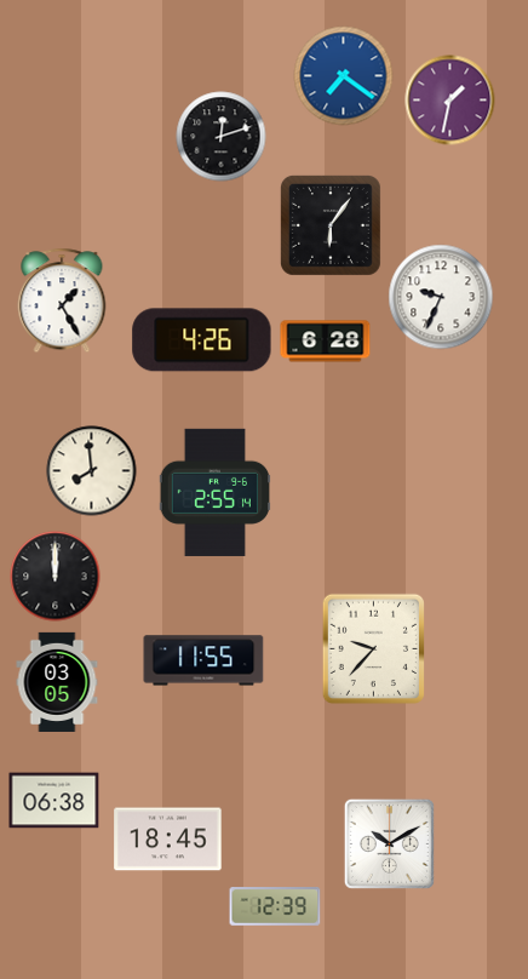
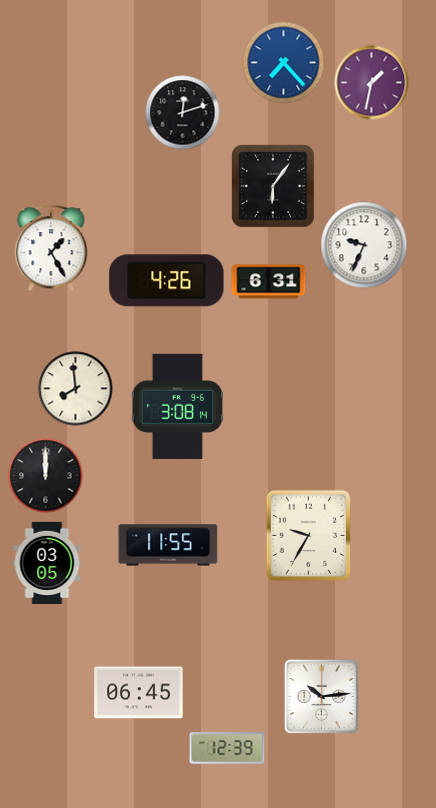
clock at (344, 76): 7:21 -> 7:23
clock at (326, 342): 6:28 -> 6:31
clock at (214, 492): 2:55 -> 3:08
clock at (373, 648): 9:37 -> 9:35
clock at (54, 801): 06:38 -> none
clock at (168, 840): 18:45 -> 06:45
clock at (389, 843): 10:10 -> 10:14
